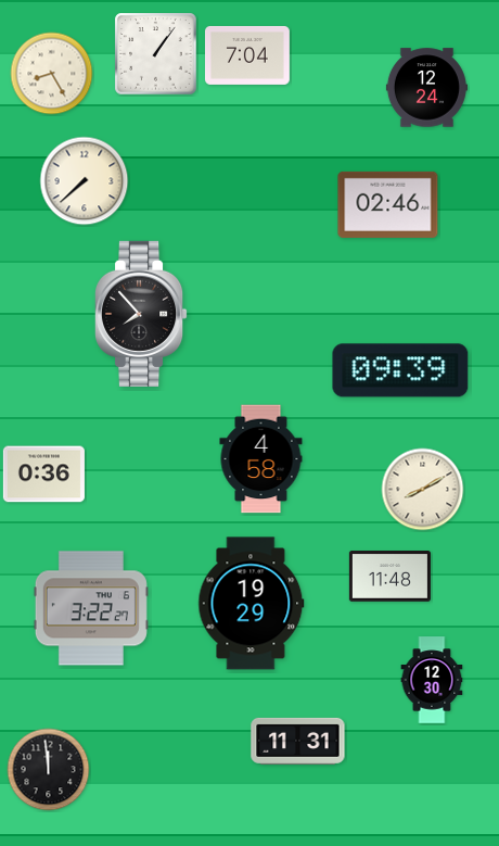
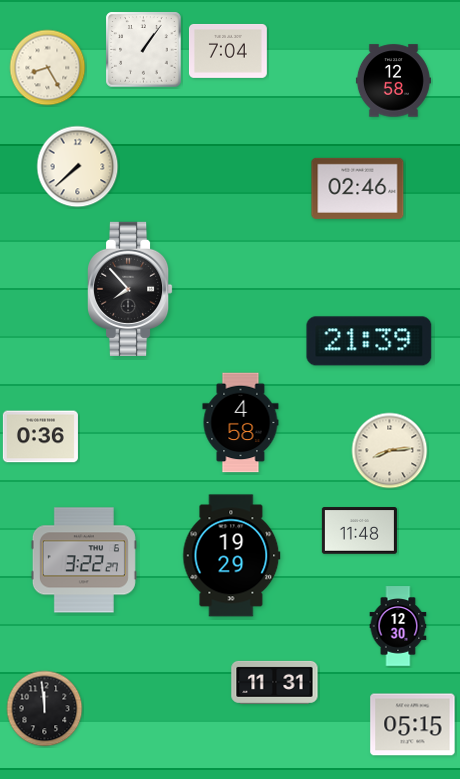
clock at (426, 88): 12:24 -> 12:58
clock at (400, 370): 09:39 -> 21:39
clock at (423, 490): 8:10 -> 8:14
clock at (413, 725): none -> 05:15
